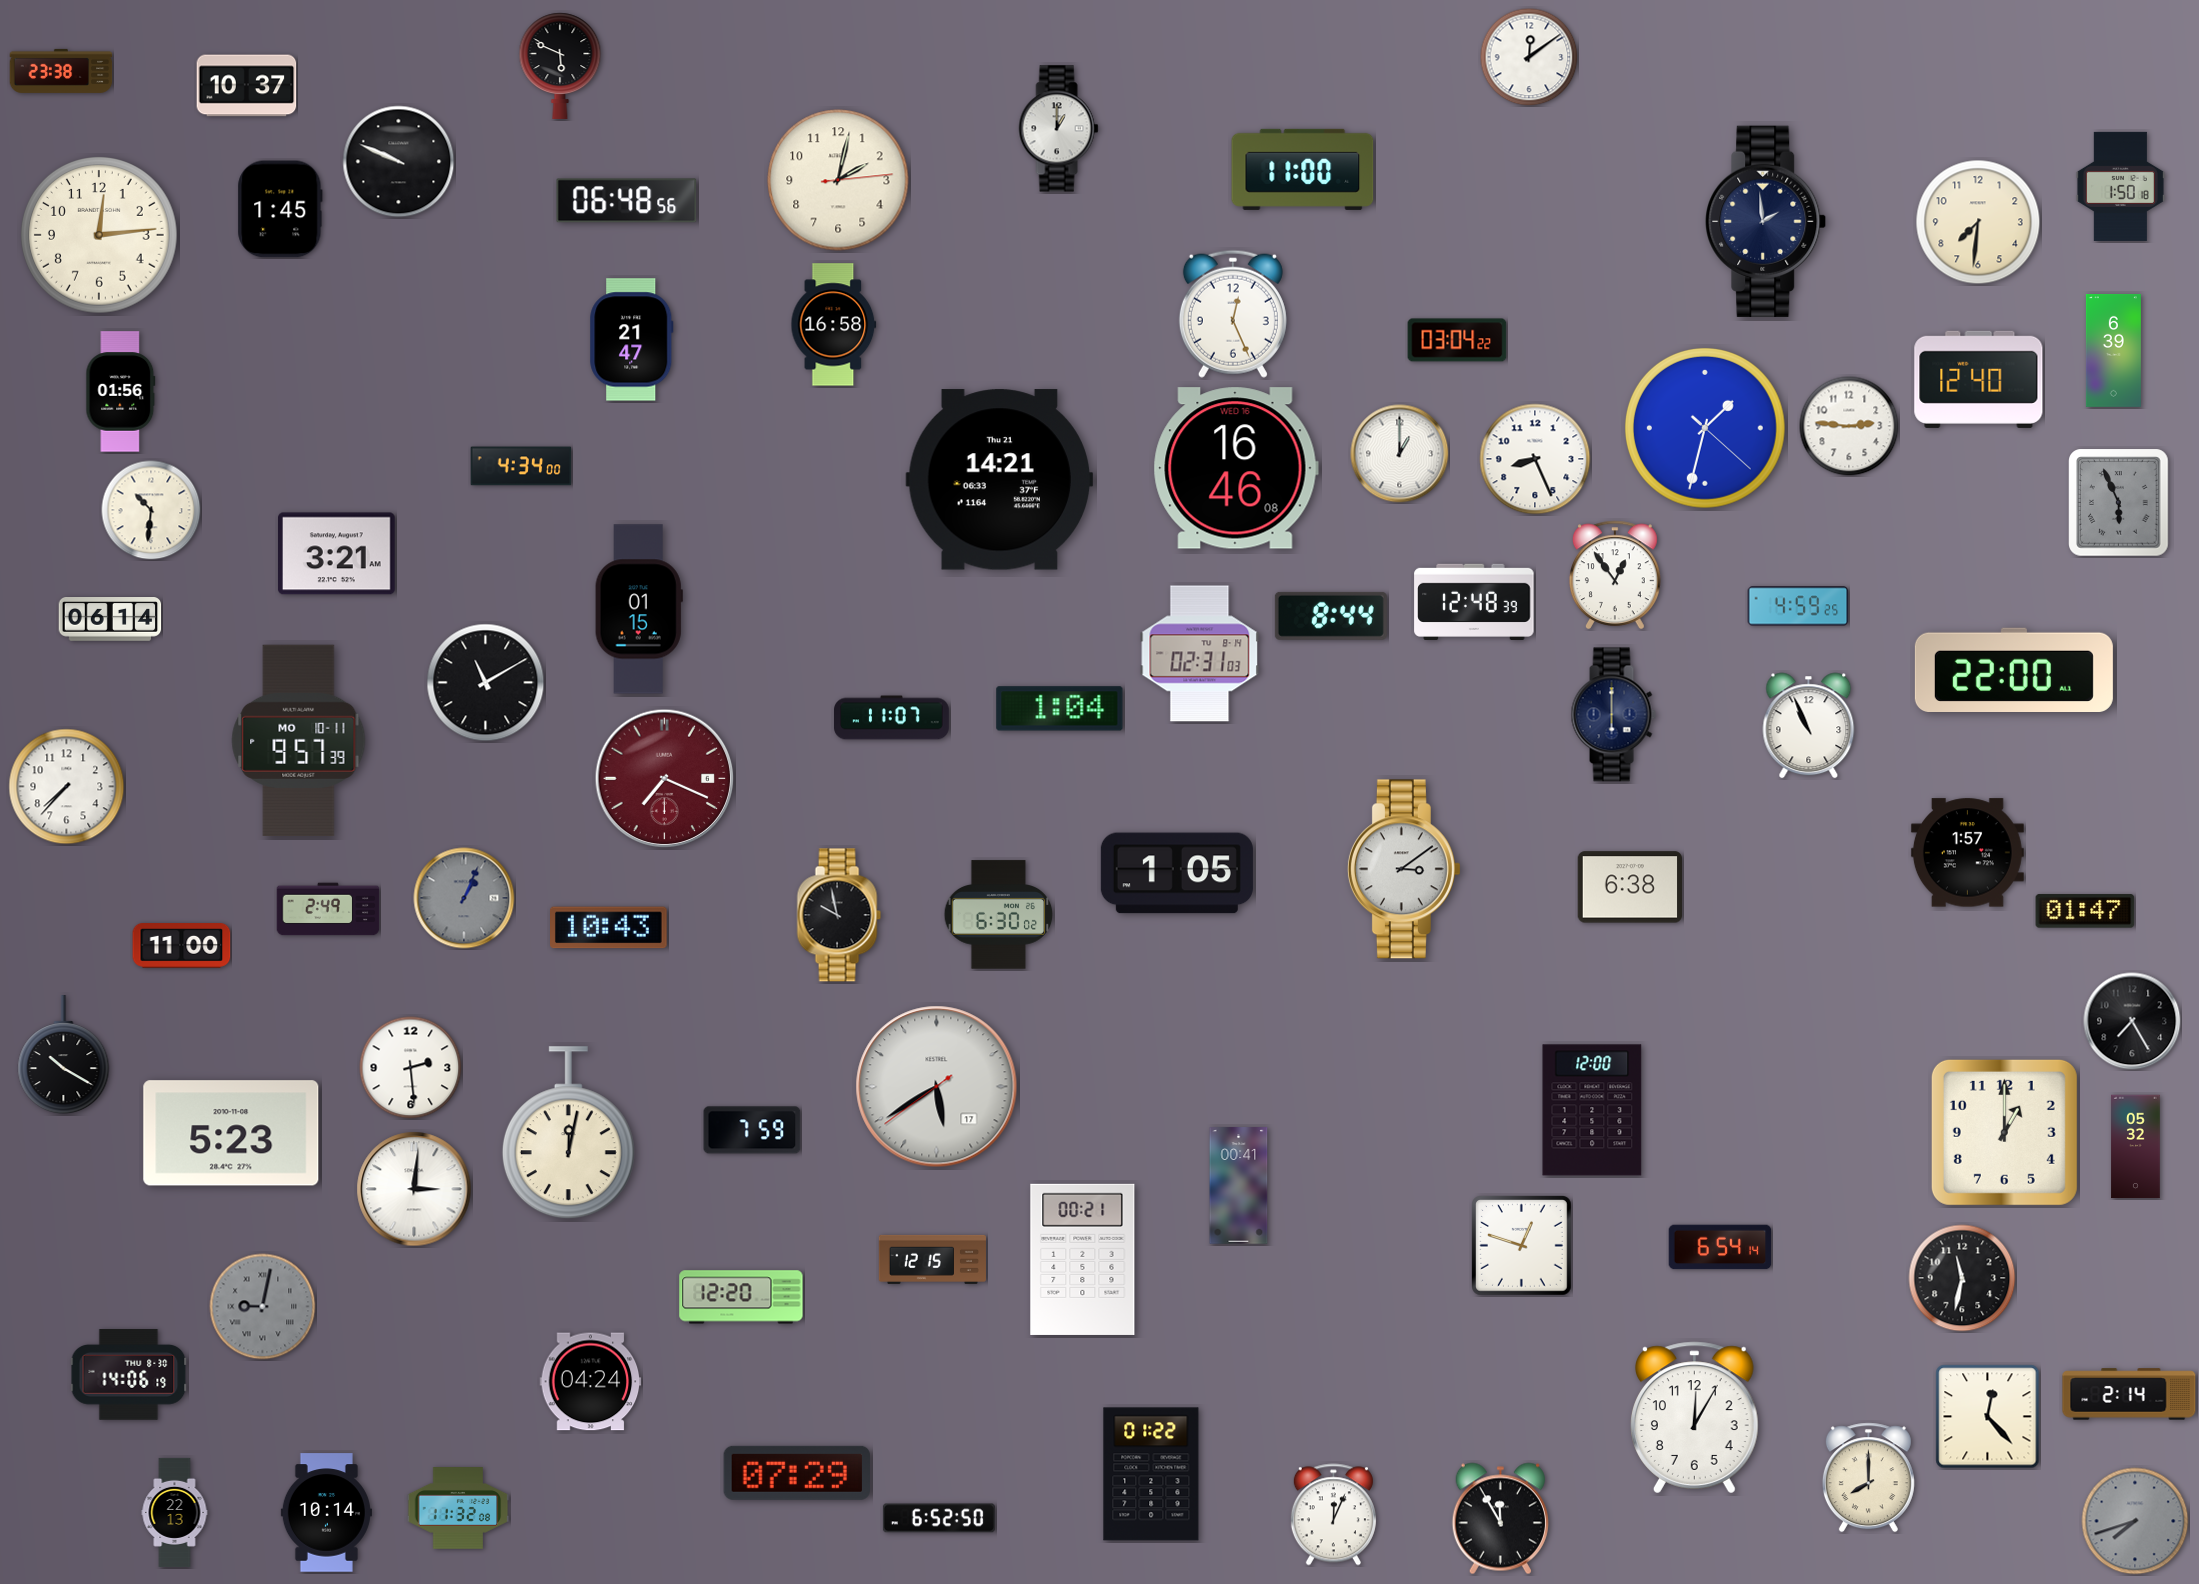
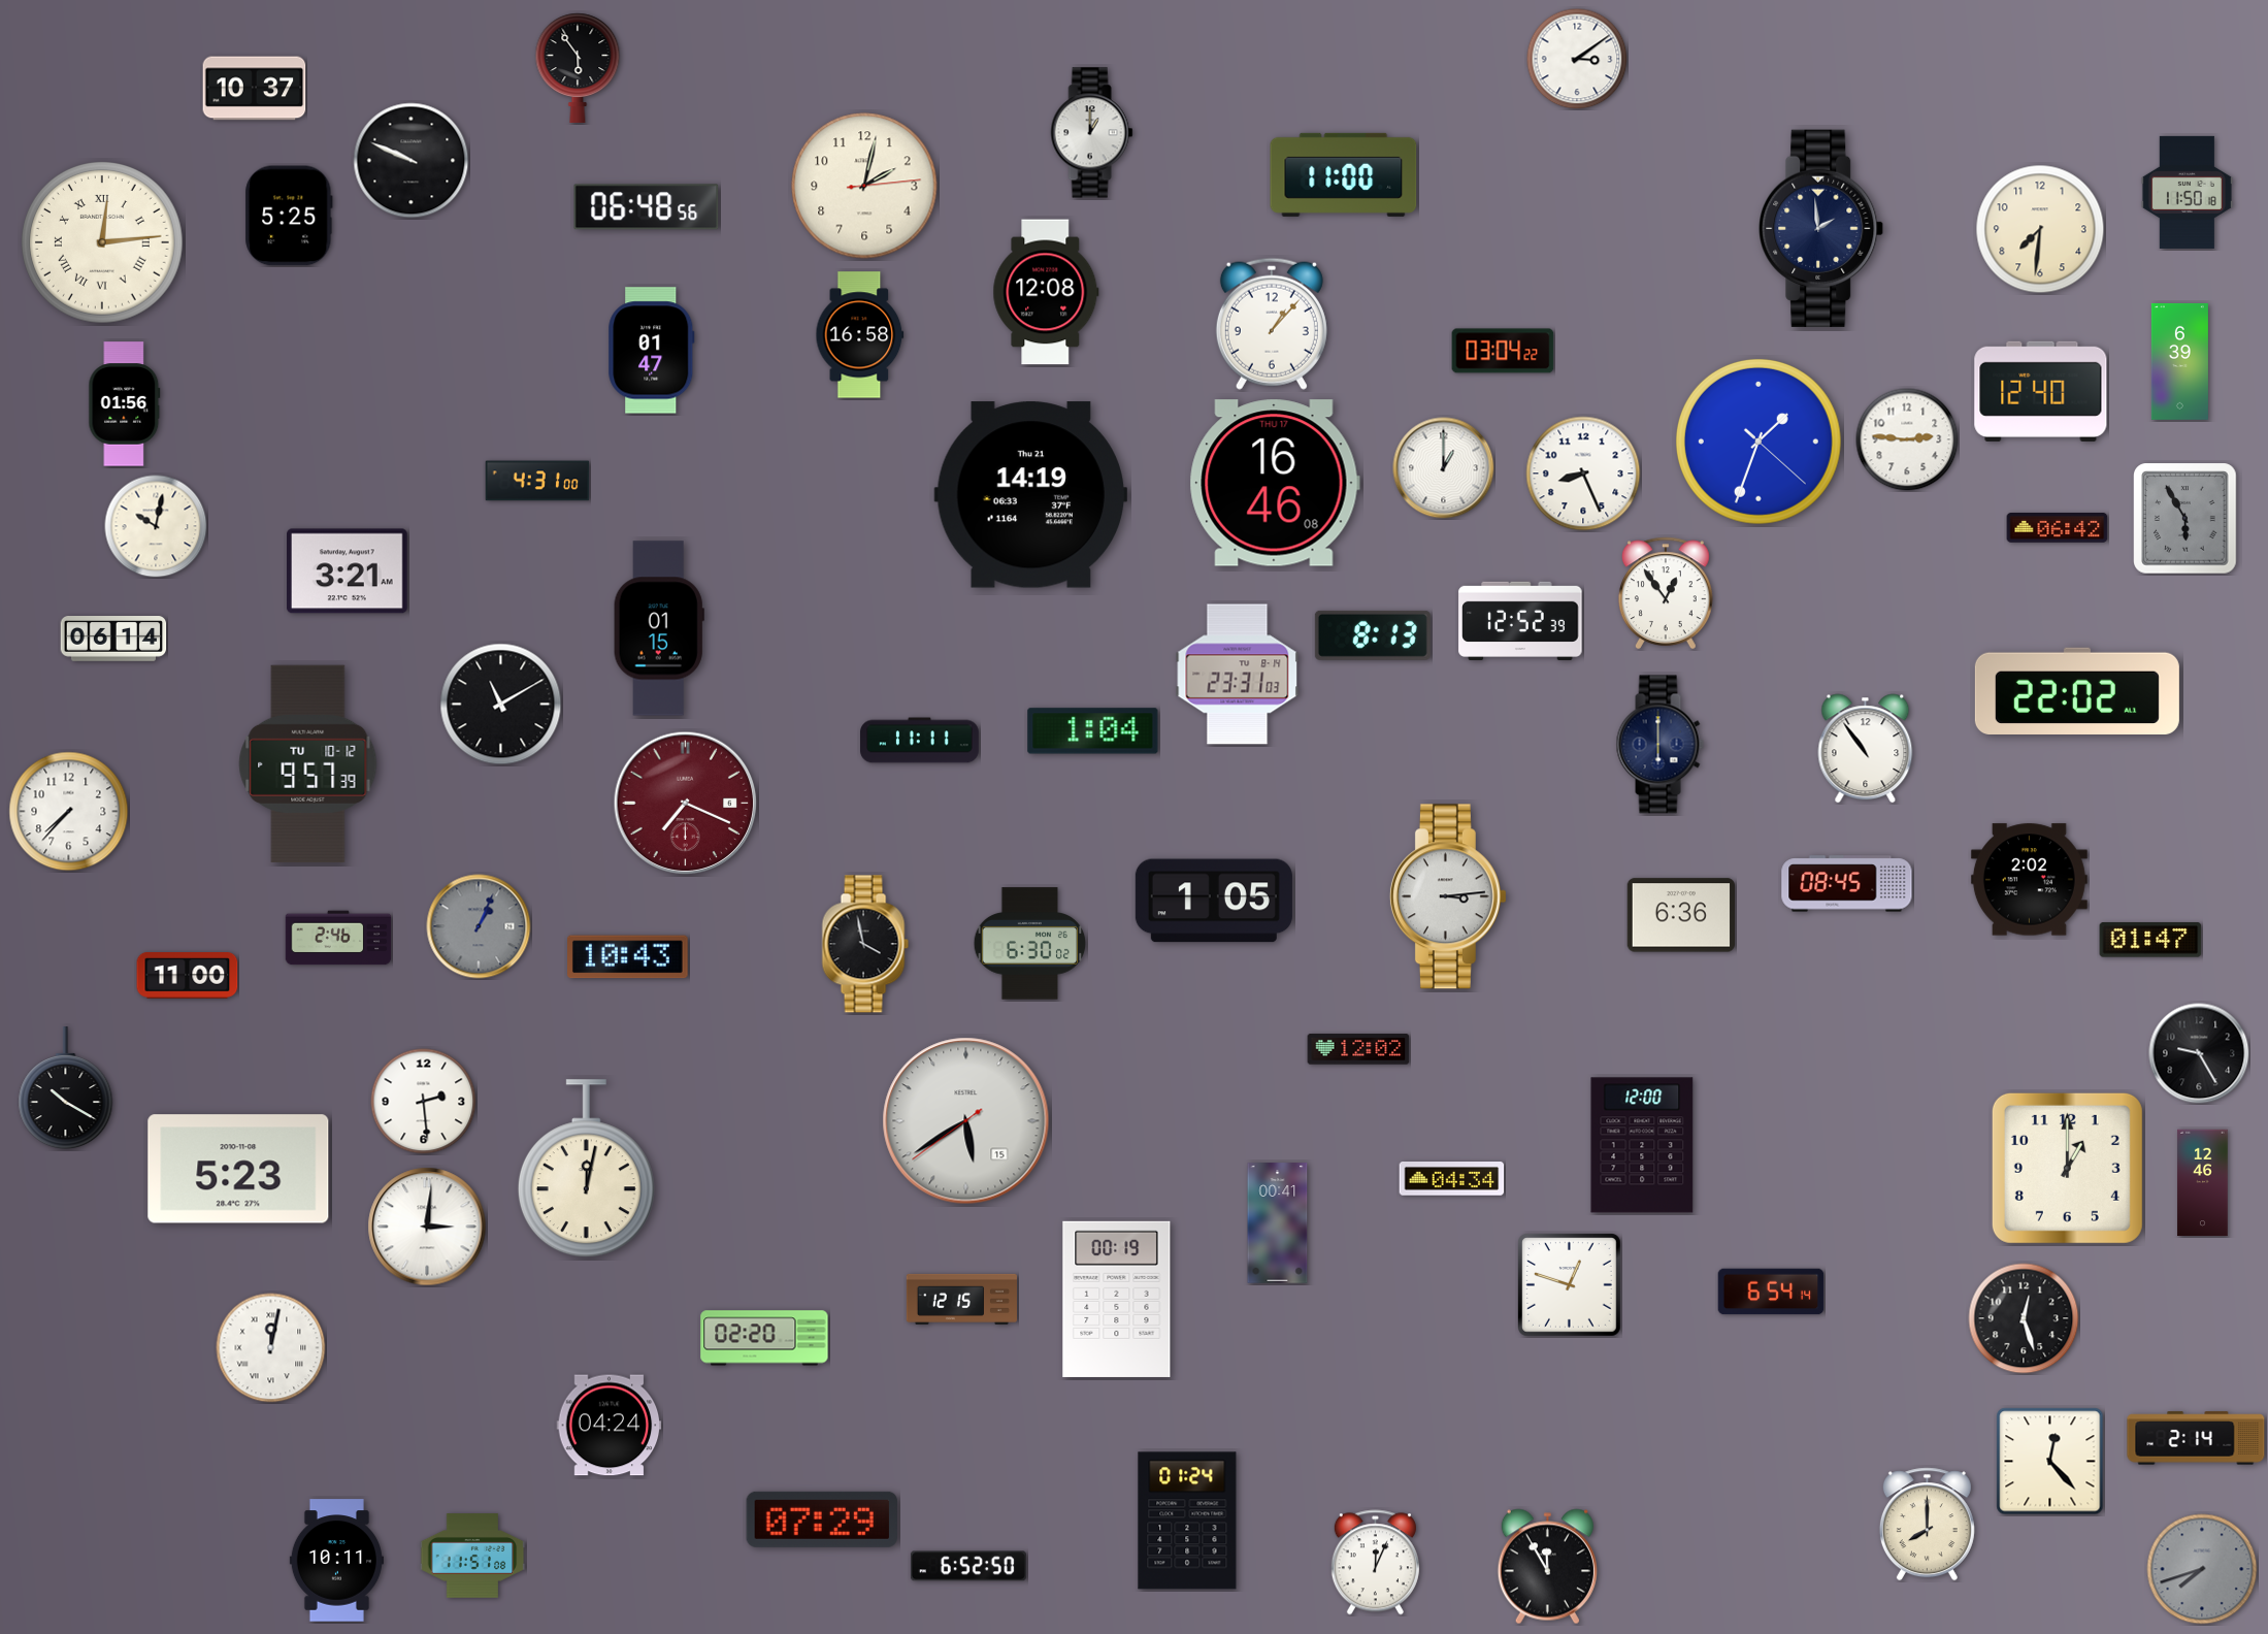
clock at (1529, 57): 12:09 -> 3:09
clock at (560, 66): 5:49 -> 5:54
clock at (61, 71): 23:38 -> none
clock at (399, 162) position: (399, 162) -> (412, 161)
clock at (2120, 186): 1:50 -> 11:50
clock at (280, 209): 1:45 -> 5:25
clock at (100, 236) numerals: Arabic -> Roman
clock at (1046, 292): none -> 12:08
clock at (1233, 314): 12:26 -> 1:07
clock at (632, 340): 21:47 -> 01:47
clock at (1705, 428): 1:32 -> 1:33
clock at (521, 466): 4:34 -> 4:31
clock at (1236, 468) date: WED 16 -> THU 17
clock at (1000, 480): 14:21 -> 14:19
clock at (2119, 503): 5:56 -> 5:55
clock at (151, 510): 10:31 -> 10:02
clock at (2058, 528): none -> 06:42
clock at (1474, 602): 12:48 -> 12:52
clock at (1798, 606): 4:59 -> none
clock at (1331, 616): 8:44 -> 8:13
clock at (1200, 654): 02:31 -> 23:31
clock at (2014, 669): 22:00 -> 22:02
clock at (1613, 715) position: (1613, 715) -> (1659, 745)
clock at (892, 718): 11:07 -> 11:11
clock at (1809, 726): 10:56 -> 10:54
clock at (299, 740) date: MO 10-11 -> TU 10-12
clock at (1967, 853): 1:57 -> 2:02
clock at (1847, 884): none -> 08:45
clock at (1404, 869): 3:09 -> 3:14
clock at (1629, 887): 6:38 -> 6:36
clock at (328, 909): 2:49 -> 2:46
clock at (839, 915): 9:58 -> 3:58
clock at (1358, 1049): none -> 12:02
clock at (2132, 1021): 7:25 -> 9:25
clock at (937, 1087) date: 17 -> 15
clock at (752, 1130): 7:59 -> none
clock at (1452, 1179): none -> 04:34
clock at (2136, 1147): 05:32 -> 12:46
clock at (1720, 1247) position: (1720, 1247) -> (1771, 1292)
clock at (1083, 1259): 00:21 -> 00:19
clock at (1962, 1278): 11:32 -> 12:27
clock at (741, 1297): 12:20 -> 02:20
clock at (263, 1307): 9:02 -> 12:02
clock at (263, 1307) dial: grey -> white
clock at (129, 1375): 14:06 -> none
clock at (1694, 1418): 12:05 -> none
clock at (1151, 1474): 01:22 -> 01:24
clock at (458, 1508): 11:32 -> 11:51
clock at (175, 1512): 22:13 -> none
clock at (326, 1513): 10:14 -> 10:11
